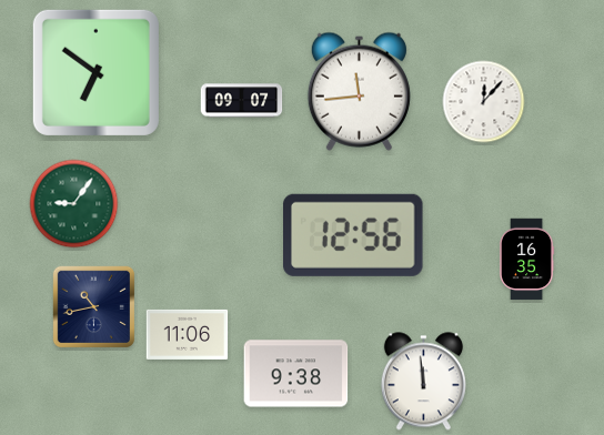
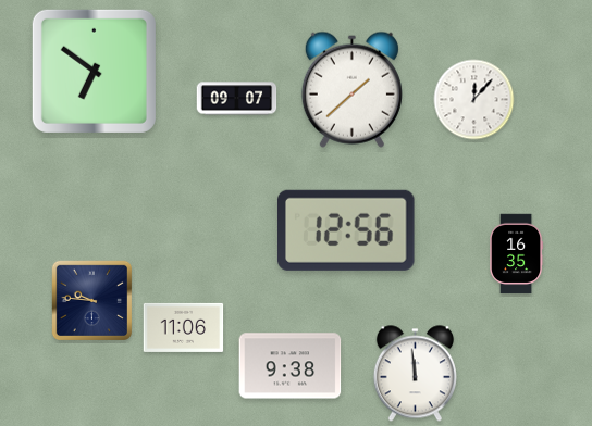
clock at (359, 91): 11:44 -> 1:38
clock at (74, 204): 9:06 -> none
clock at (93, 306): 10:43 -> 9:46
